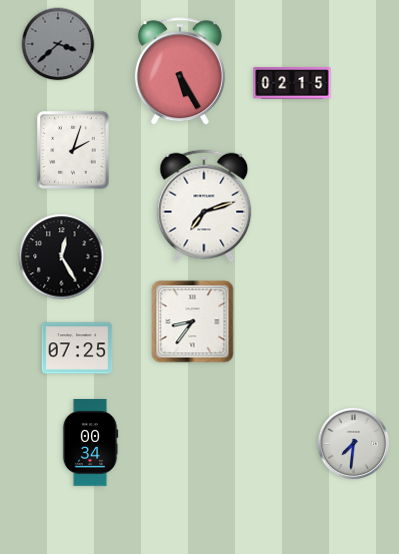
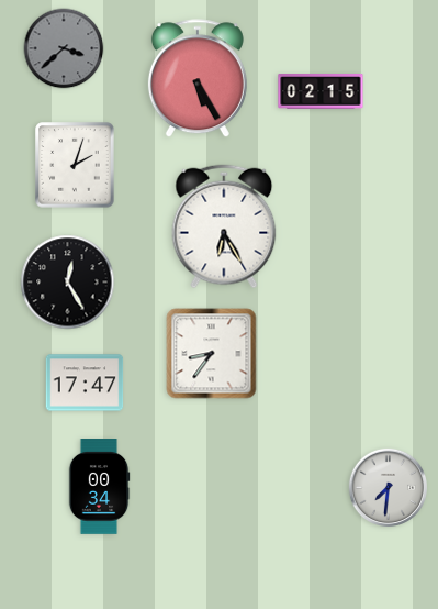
clock at (73, 150) position: (73, 150) -> (75, 165)
clock at (204, 206): 7:12 -> 6:25
clock at (77, 348): 07:25 -> 17:47
